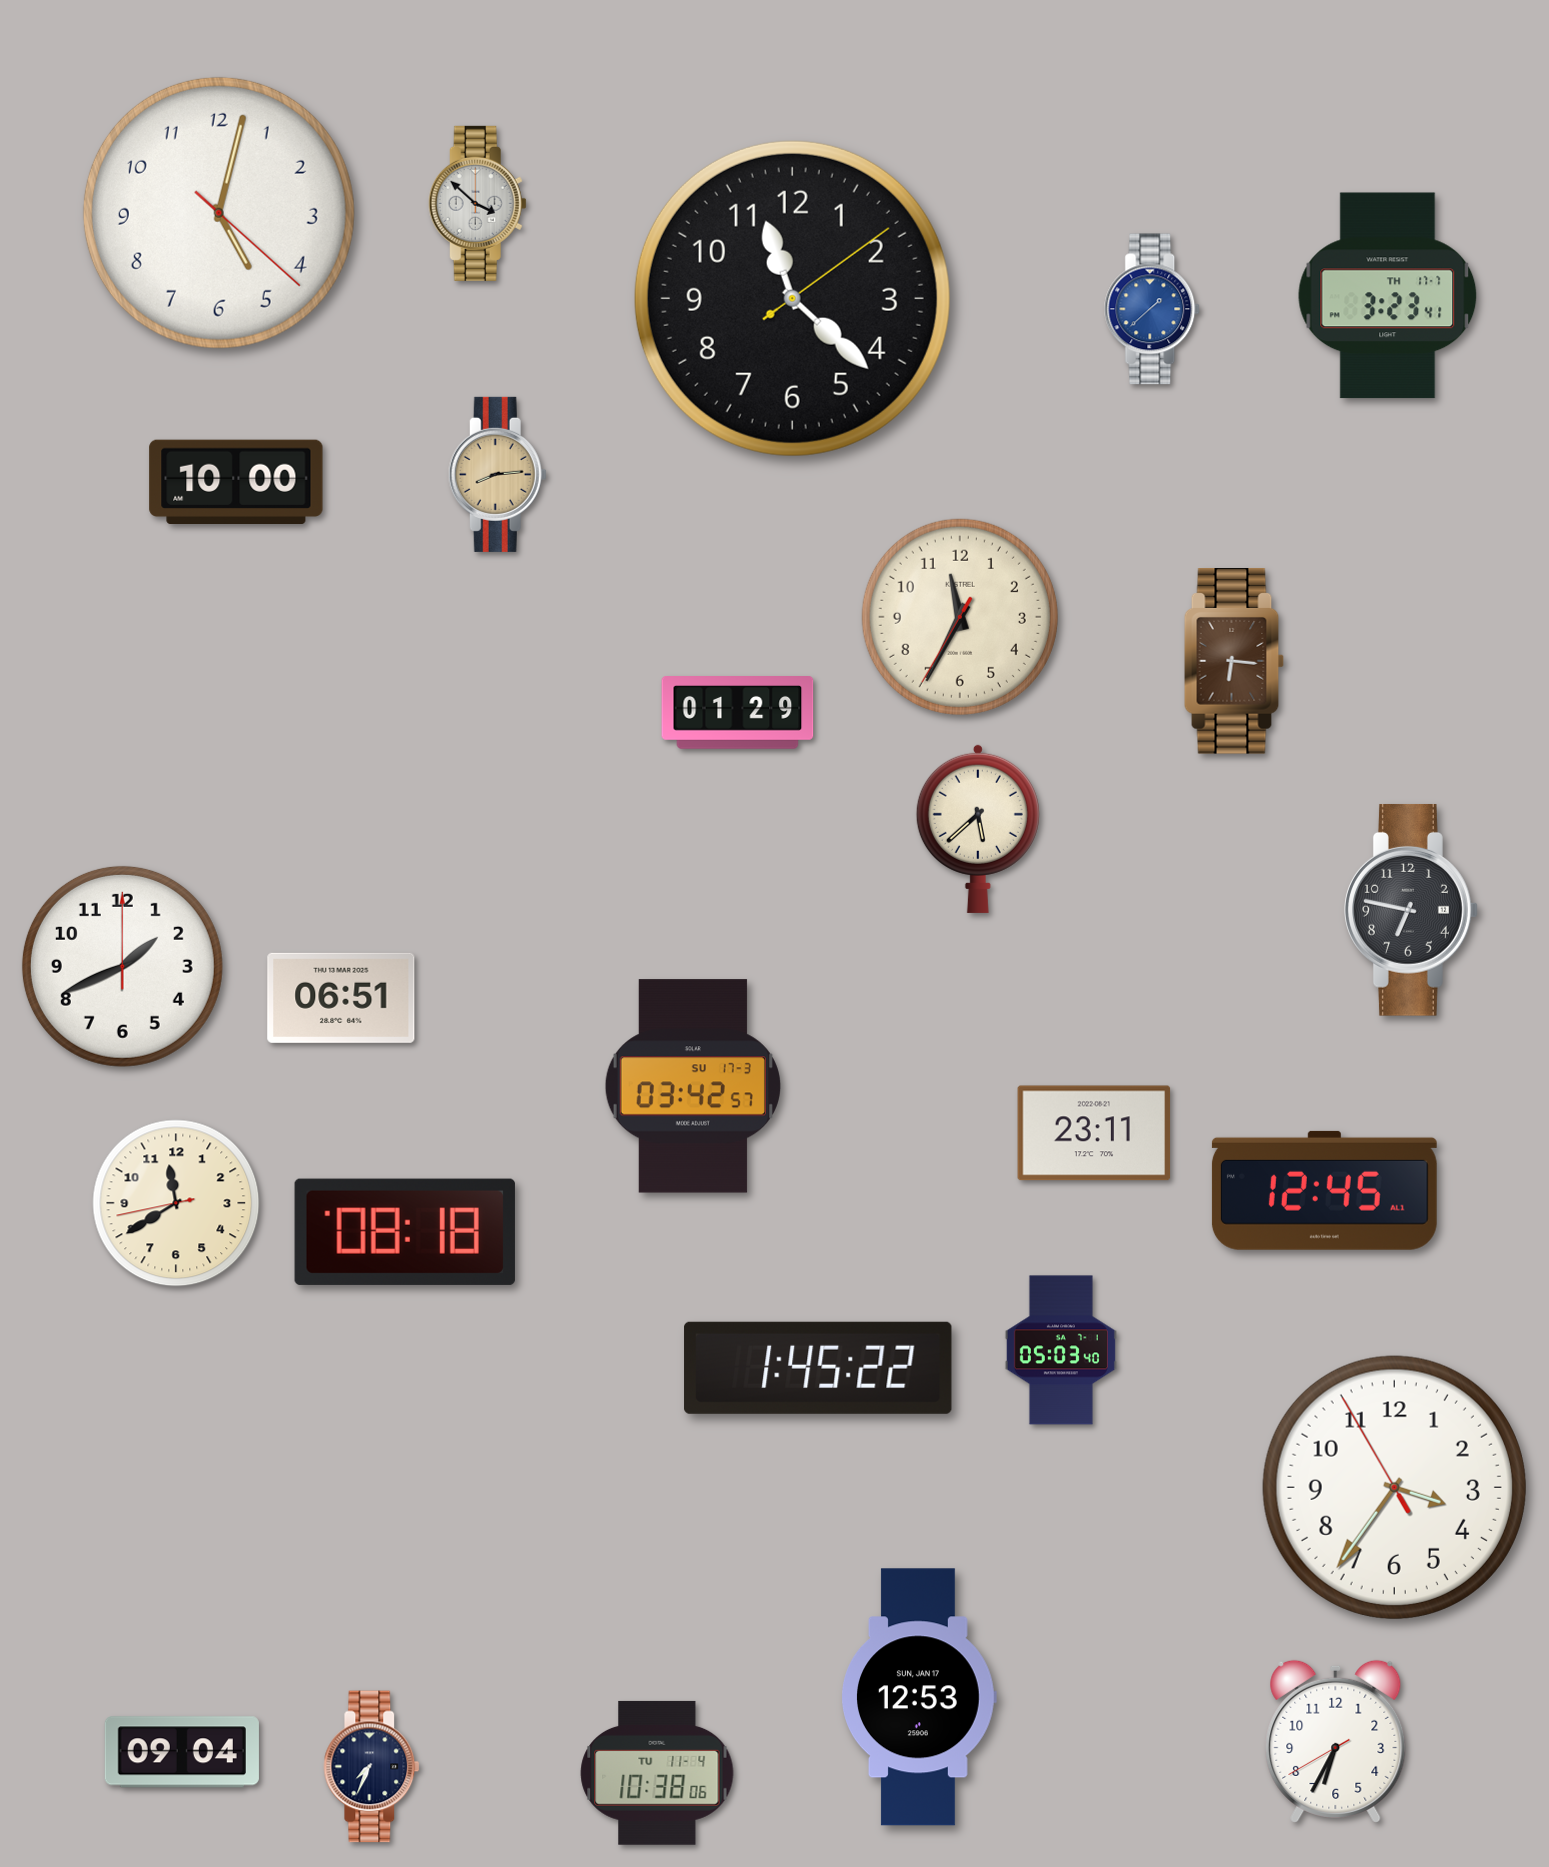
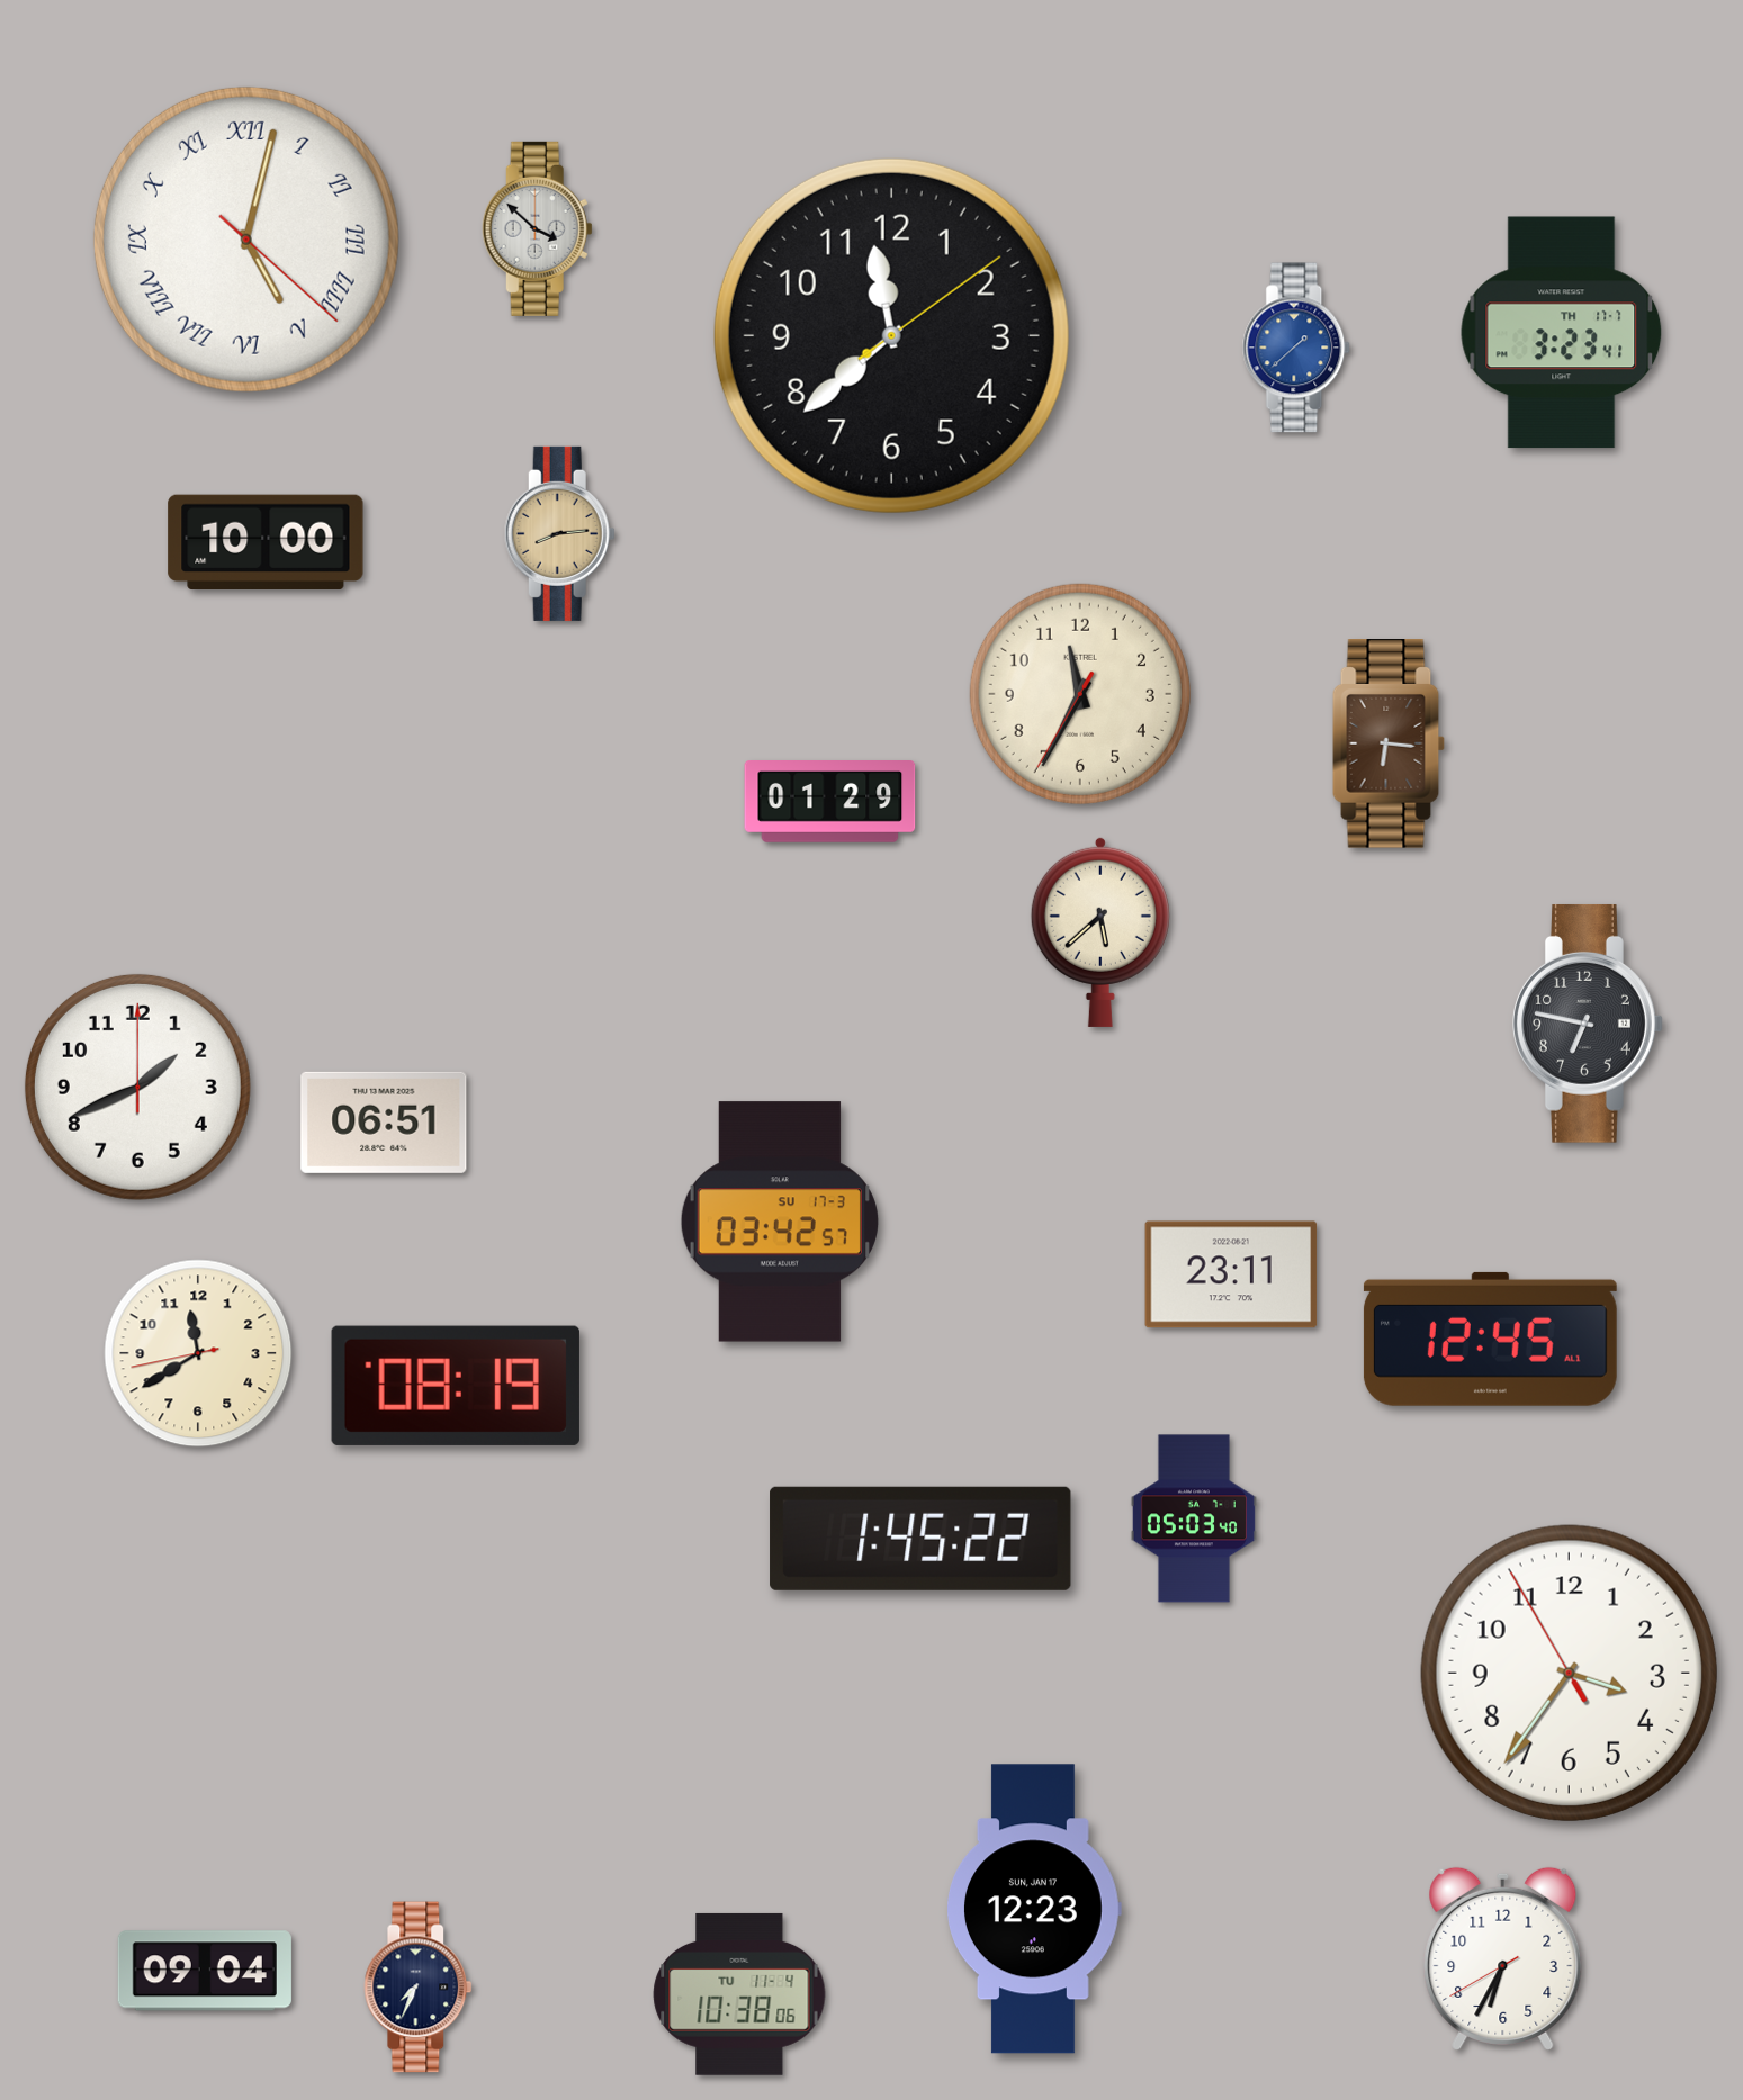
clock at (219, 213) numerals: Arabic -> Roman
clock at (792, 298): 11:22 -> 11:38
clock at (405, 1232): 08:18 -> 08:19
clock at (919, 1697): 12:53 -> 12:23
